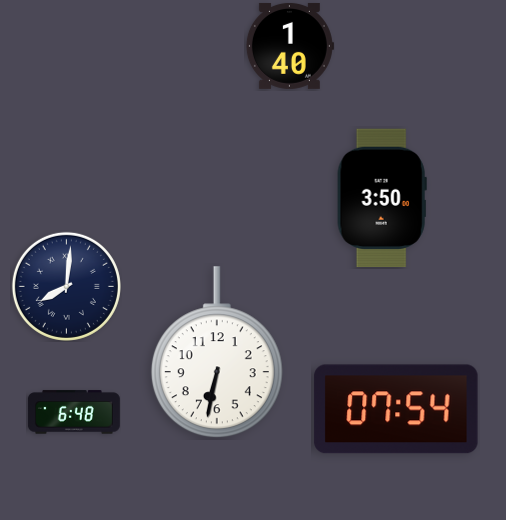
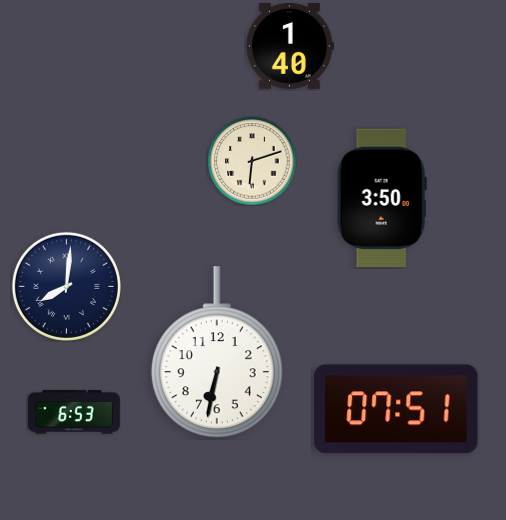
clock at (252, 161): none -> 6:12
clock at (396, 409): 07:54 -> 07:51
clock at (74, 412): 6:48 -> 6:53
